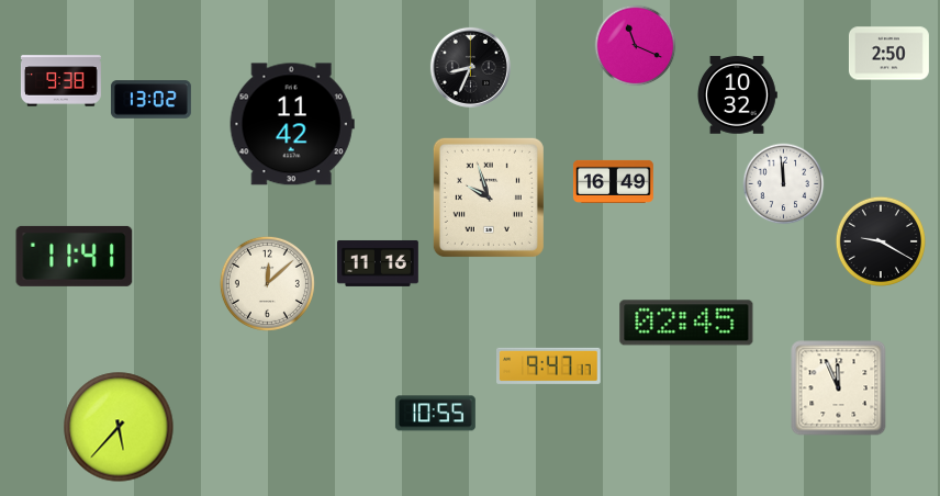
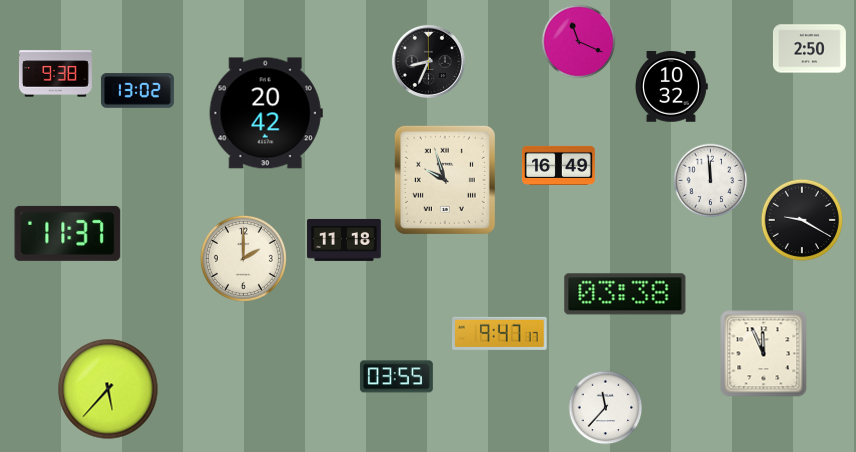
clock at (292, 124): 11:42 -> 20:42
clock at (784, 184) position: (784, 184) -> (711, 181)
clock at (75, 256): 11:41 -> 11:37
clock at (378, 263): 11:16 -> 11:18
clock at (267, 283): 12:08 -> 2:00
clock at (686, 323): 02:45 -> 03:38
clock at (435, 414): 10:55 -> 03:55
clock at (606, 408): none -> 11:37
